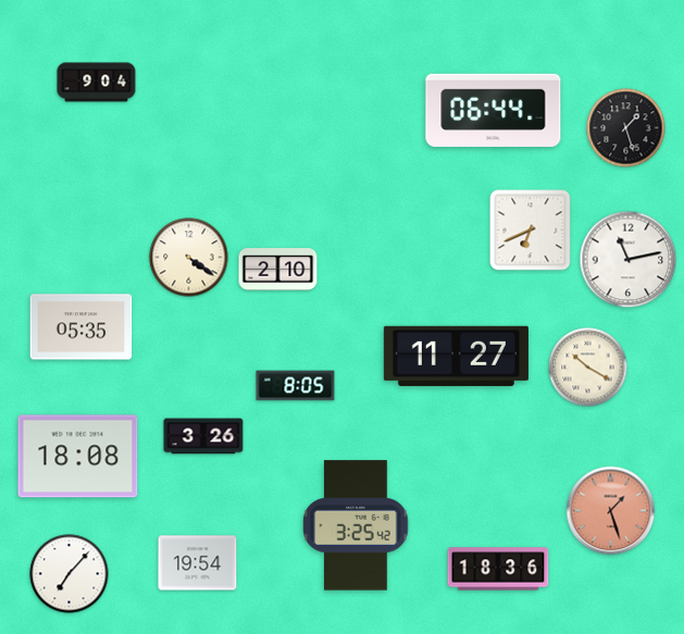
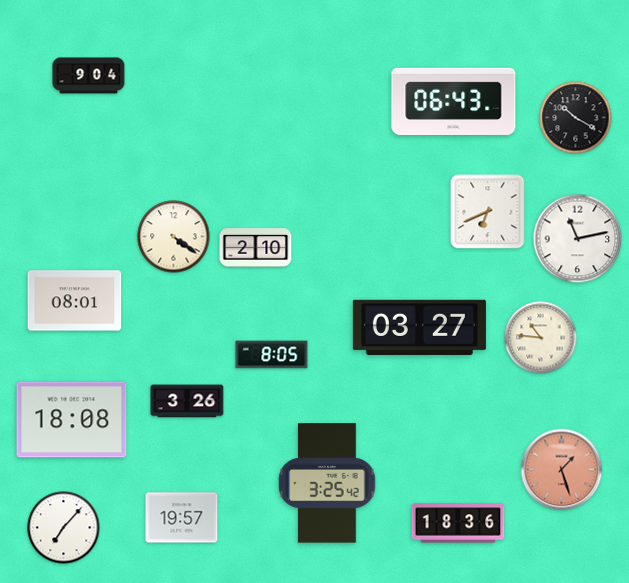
clock at (494, 110): 06:44 -> 06:43
clock at (626, 128): 1:27 -> 10:20
clock at (82, 327): 05:35 -> 08:01
clock at (456, 356): 11:27 -> 03:27
clock at (588, 368): 10:20 -> 10:46
clock at (198, 563): 19:54 -> 19:57
